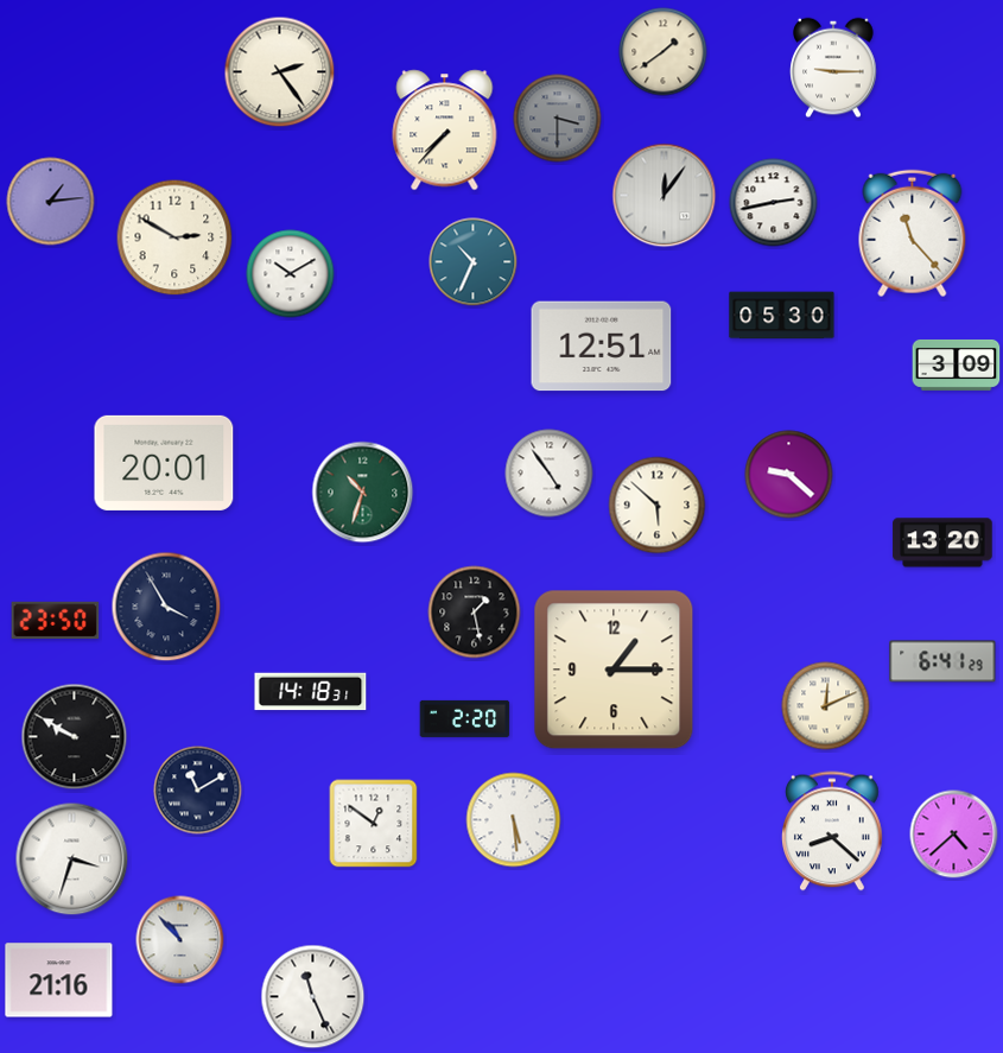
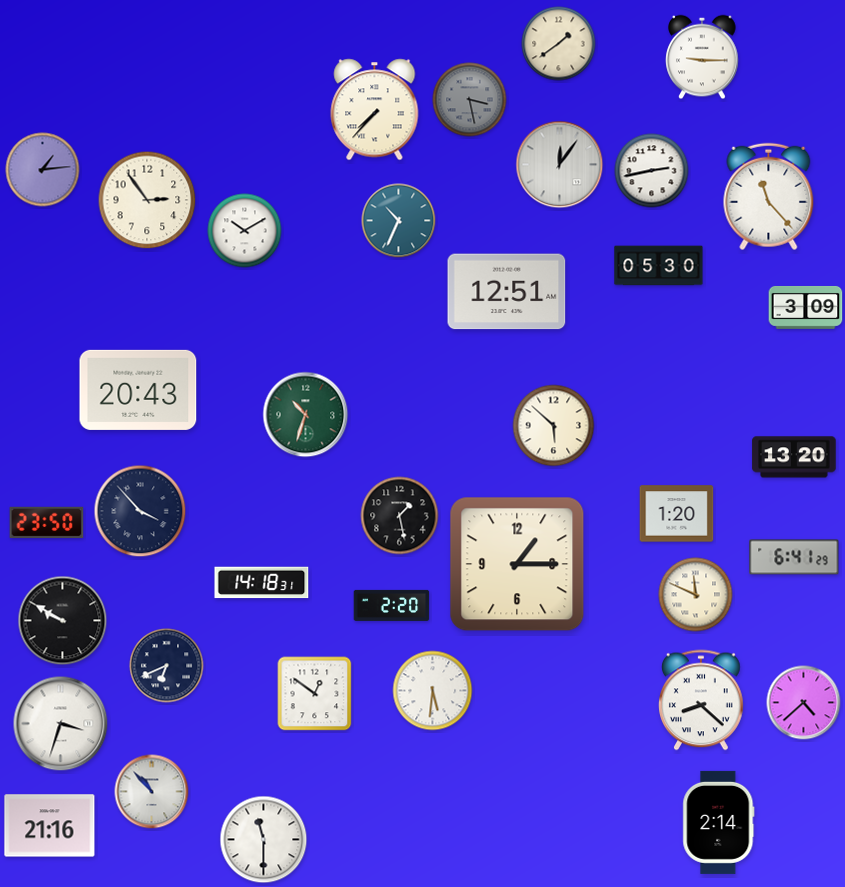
clock at (280, 72): 2:24 -> none
clock at (558, 119): 3:30 -> 3:28
clock at (174, 237): 2:50 -> 2:54
clock at (164, 463): 20:01 -> 20:43
clock at (550, 474): 4:54 -> none
clock at (789, 475): 9:22 -> none
clock at (166, 607): 3:55 -> 3:53
clock at (677, 514): none -> 1:20
clock at (826, 706): 12:11 -> 11:49
clock at (198, 791): 11:10 -> 6:41
clock at (514, 820): 5:29 -> 5:31
clock at (719, 822): none -> 2:14
clock at (313, 997): 11:26 -> 11:30
